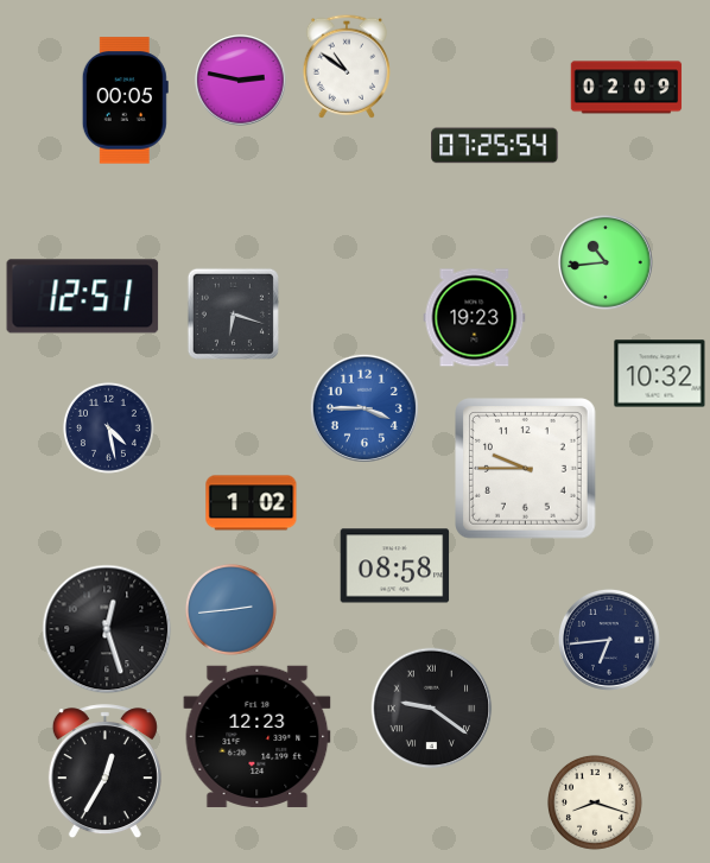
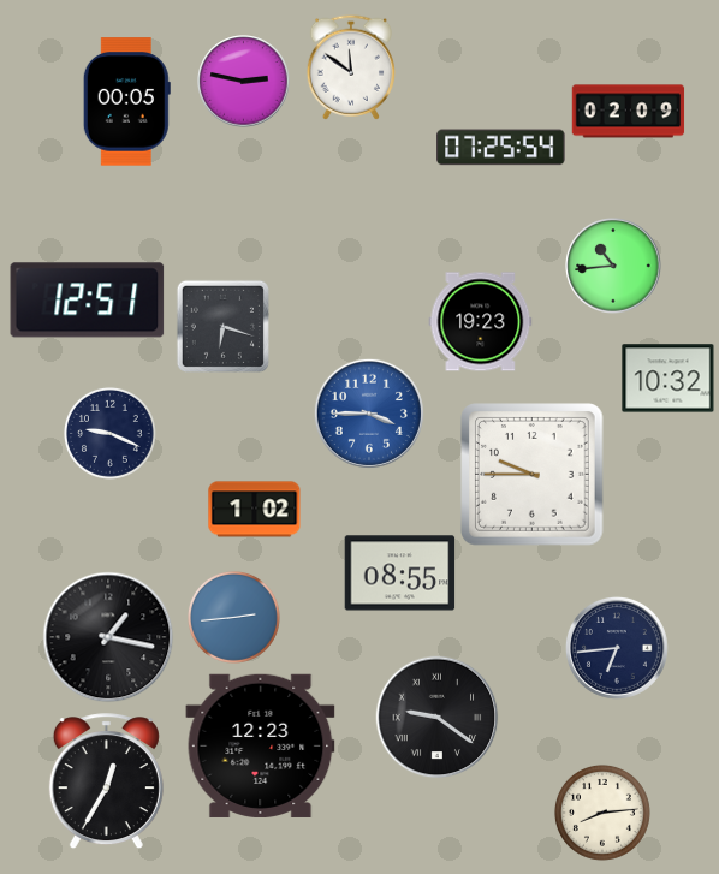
clock at (346, 66): 10:51 -> 11:51
clock at (627, 88) position: (627, 88) -> (629, 112)
clock at (83, 297) position: (83, 297) -> (88, 301)
clock at (233, 313) position: (233, 313) -> (222, 326)
clock at (108, 427): 4:28 -> 9:19
clock at (395, 566): 08:58 -> 08:55
clock at (107, 629): 12:27 -> 1:17
clock at (595, 802): 8:18 -> 8:14
